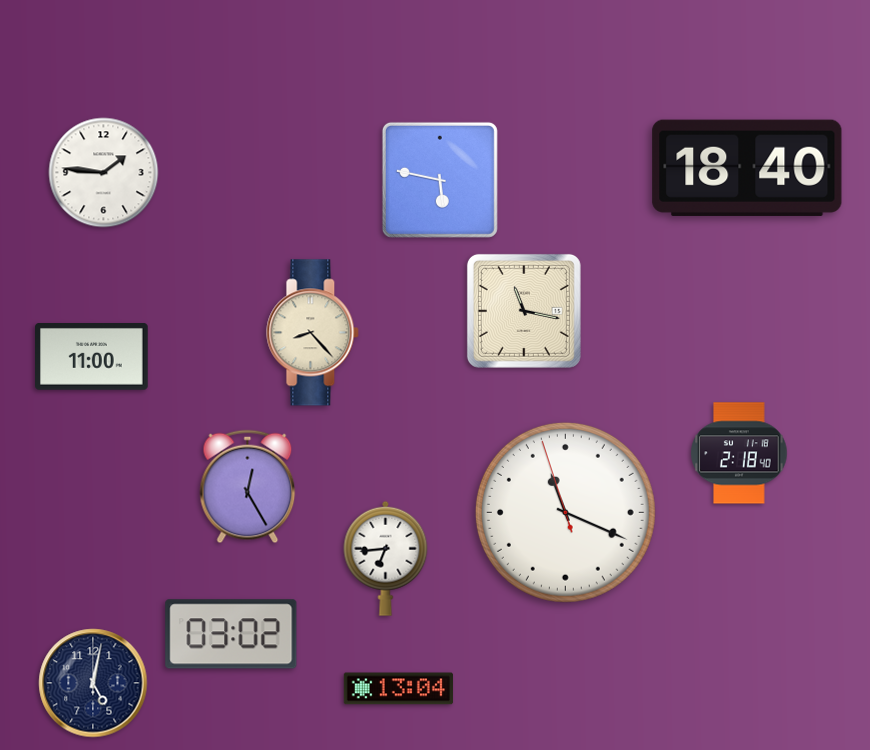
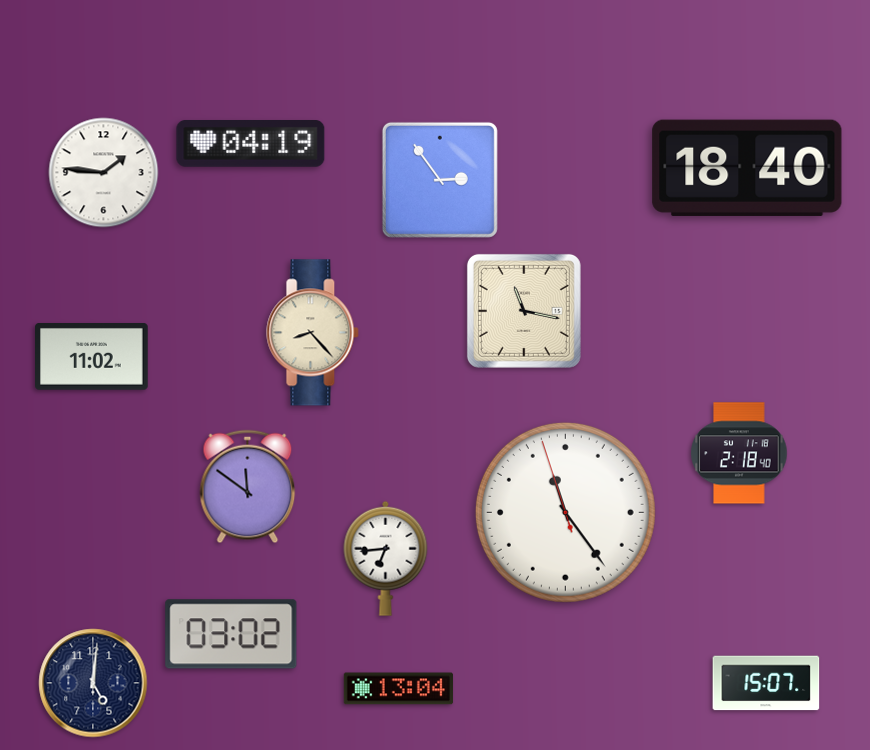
clock at (251, 144): none -> 04:19
clock at (440, 180): 5:47 -> 2:54
clock at (92, 357): 11:00 -> 11:02
clock at (248, 487): 12:25 -> 11:51
clock at (565, 512): 11:18 -> 11:23
clock at (93, 683): 5:02 -> 5:01
clock at (766, 683): none -> 15:07
